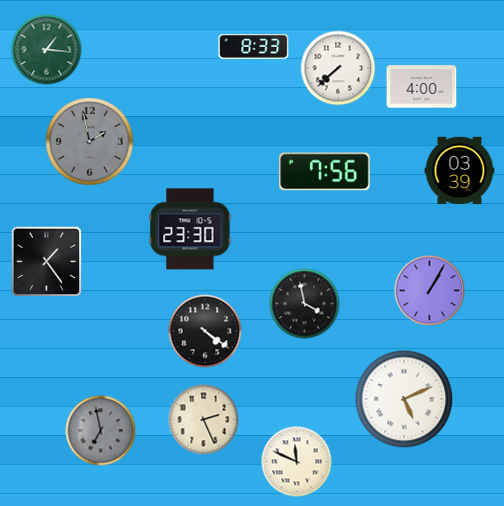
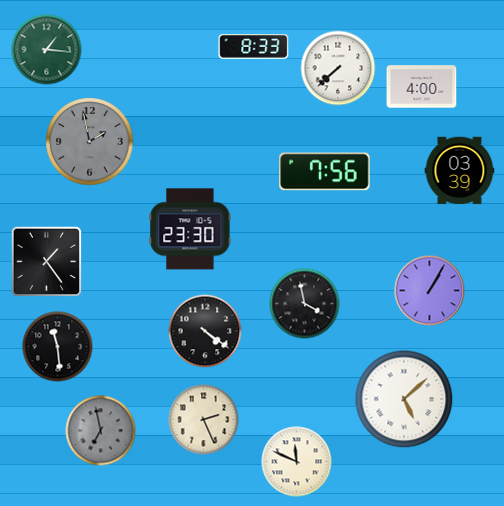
clock at (58, 347): none -> 11:29
clock at (404, 399): 5:11 -> 5:08
